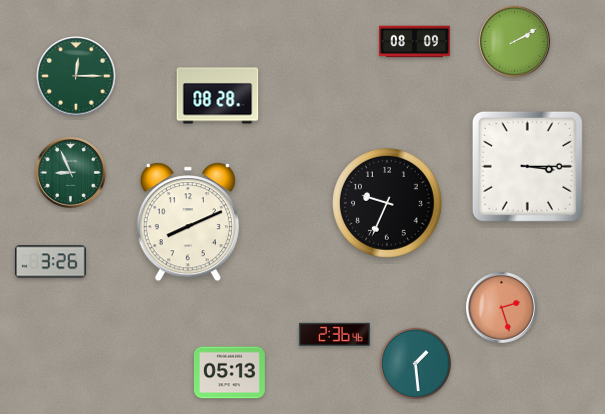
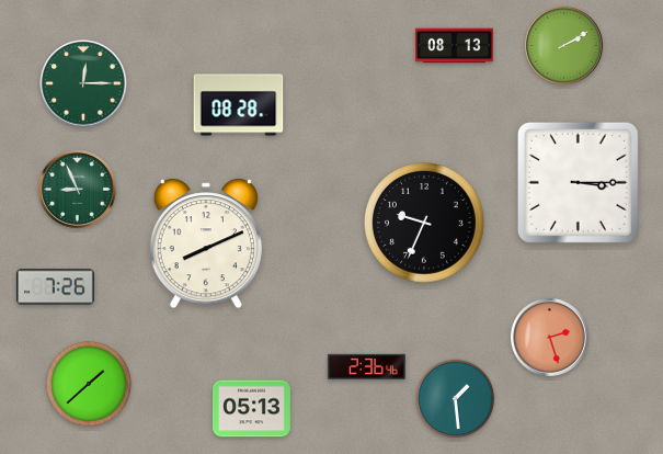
clock at (415, 42): 08:09 -> 08:13
clock at (50, 262): 3:26 -> 7:26
clock at (89, 384): none -> 1:38
